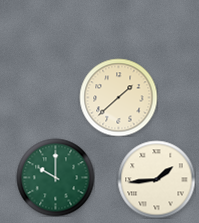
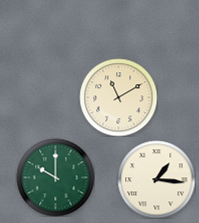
clock at (118, 97): 1:38 -> 11:10
clock at (156, 179): 1:44 -> 1:16
